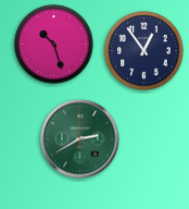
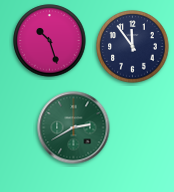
clock at (144, 51): 12:54 -> 11:54
